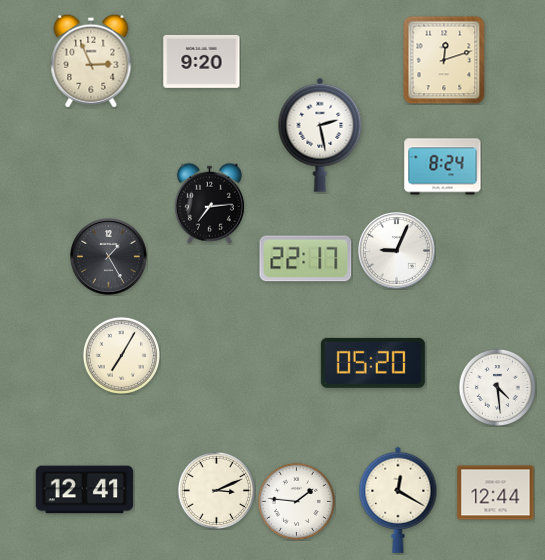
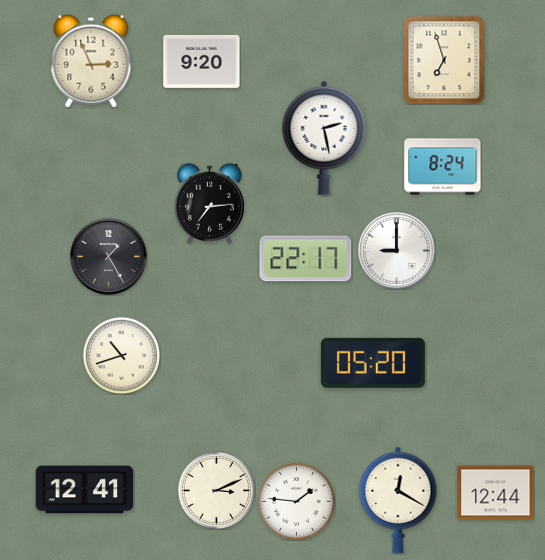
clock at (444, 60): 12:12 -> 6:57
clock at (320, 135) position: (320, 135) -> (324, 138)
clock at (397, 251): 9:04 -> 9:00
clock at (121, 355): 7:05 -> 10:42
clock at (497, 387): 4:29 -> none
